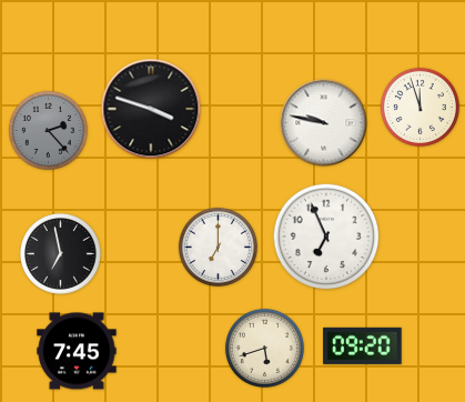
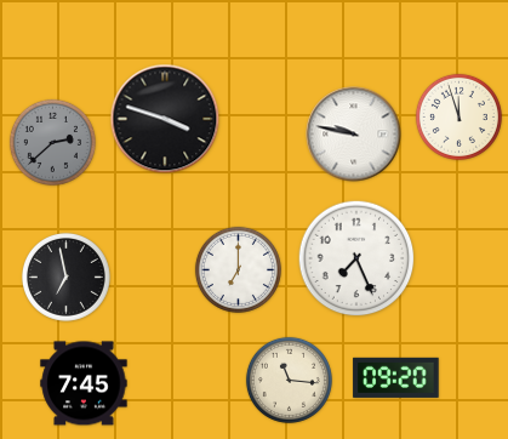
clock at (48, 130): 2:23 -> 2:38
clock at (326, 237): 6:56 -> 7:26
clock at (264, 348): 5:42 -> 11:16
